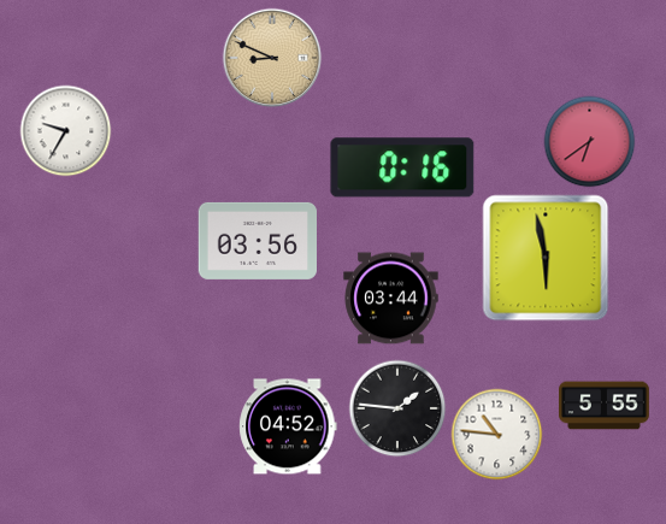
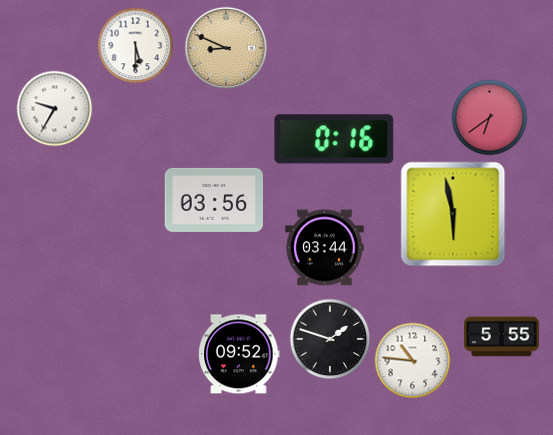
clock at (136, 46): none -> 5:30
clock at (397, 408): 1:46 -> 1:48
clock at (288, 426): 04:52 -> 09:52
